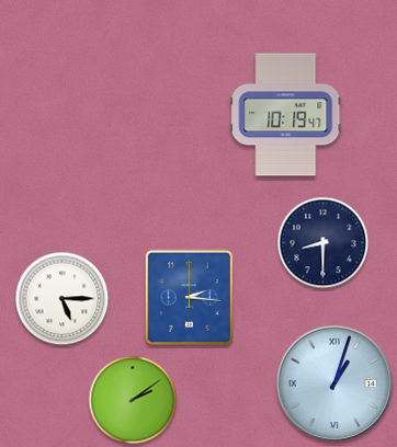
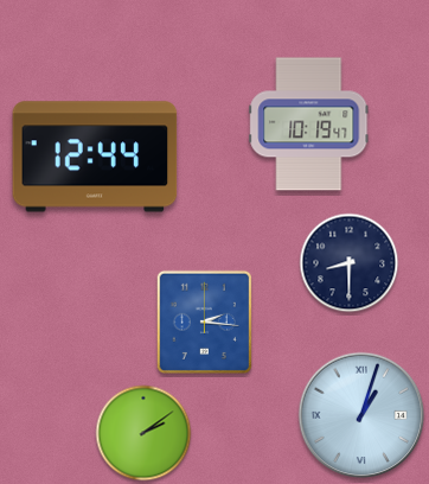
clock at (95, 157): none -> 12:44
clock at (63, 299): 5:15 -> none
